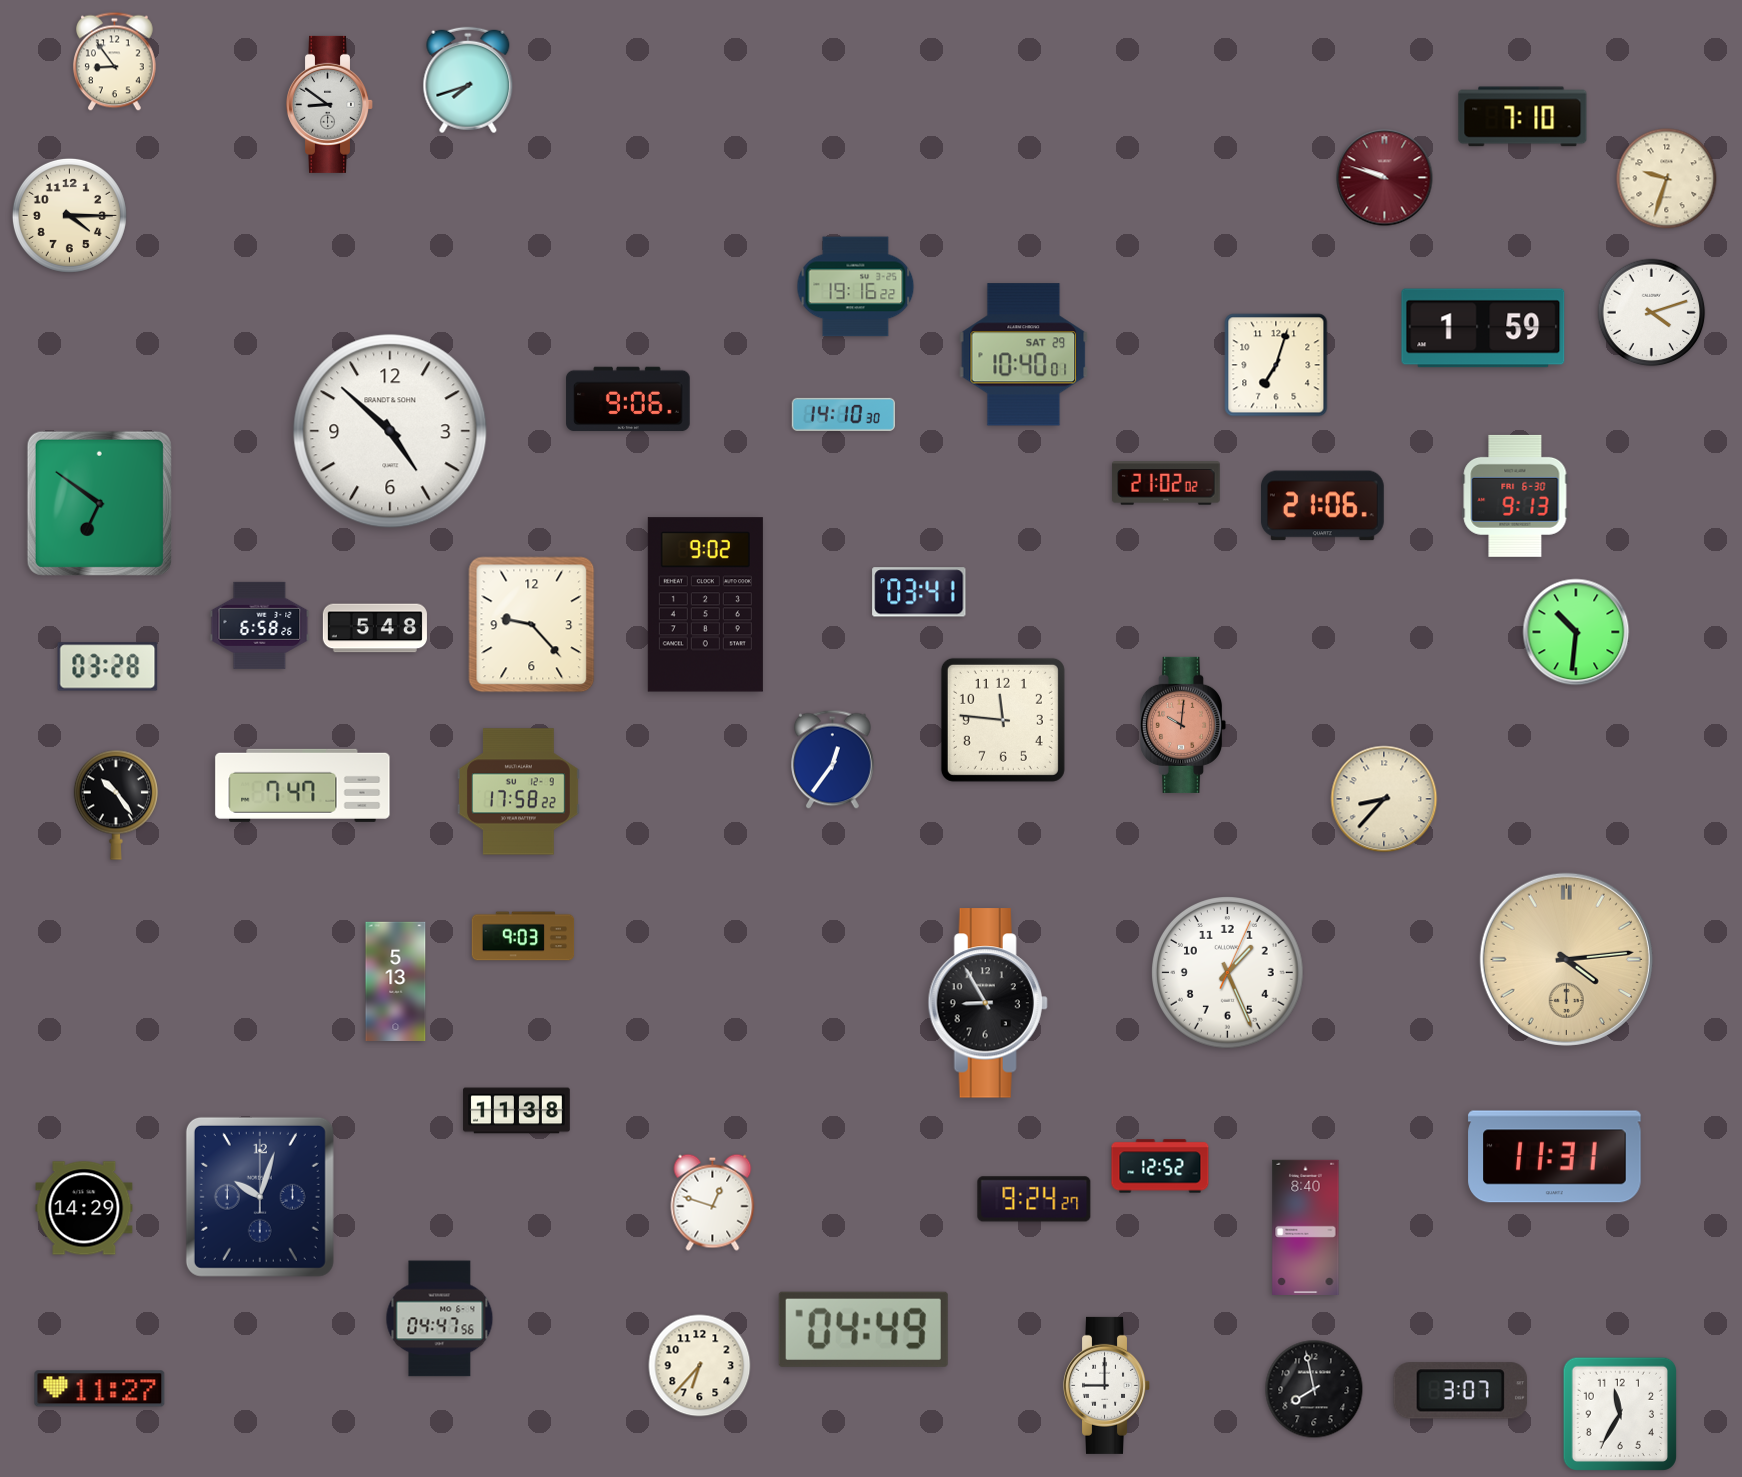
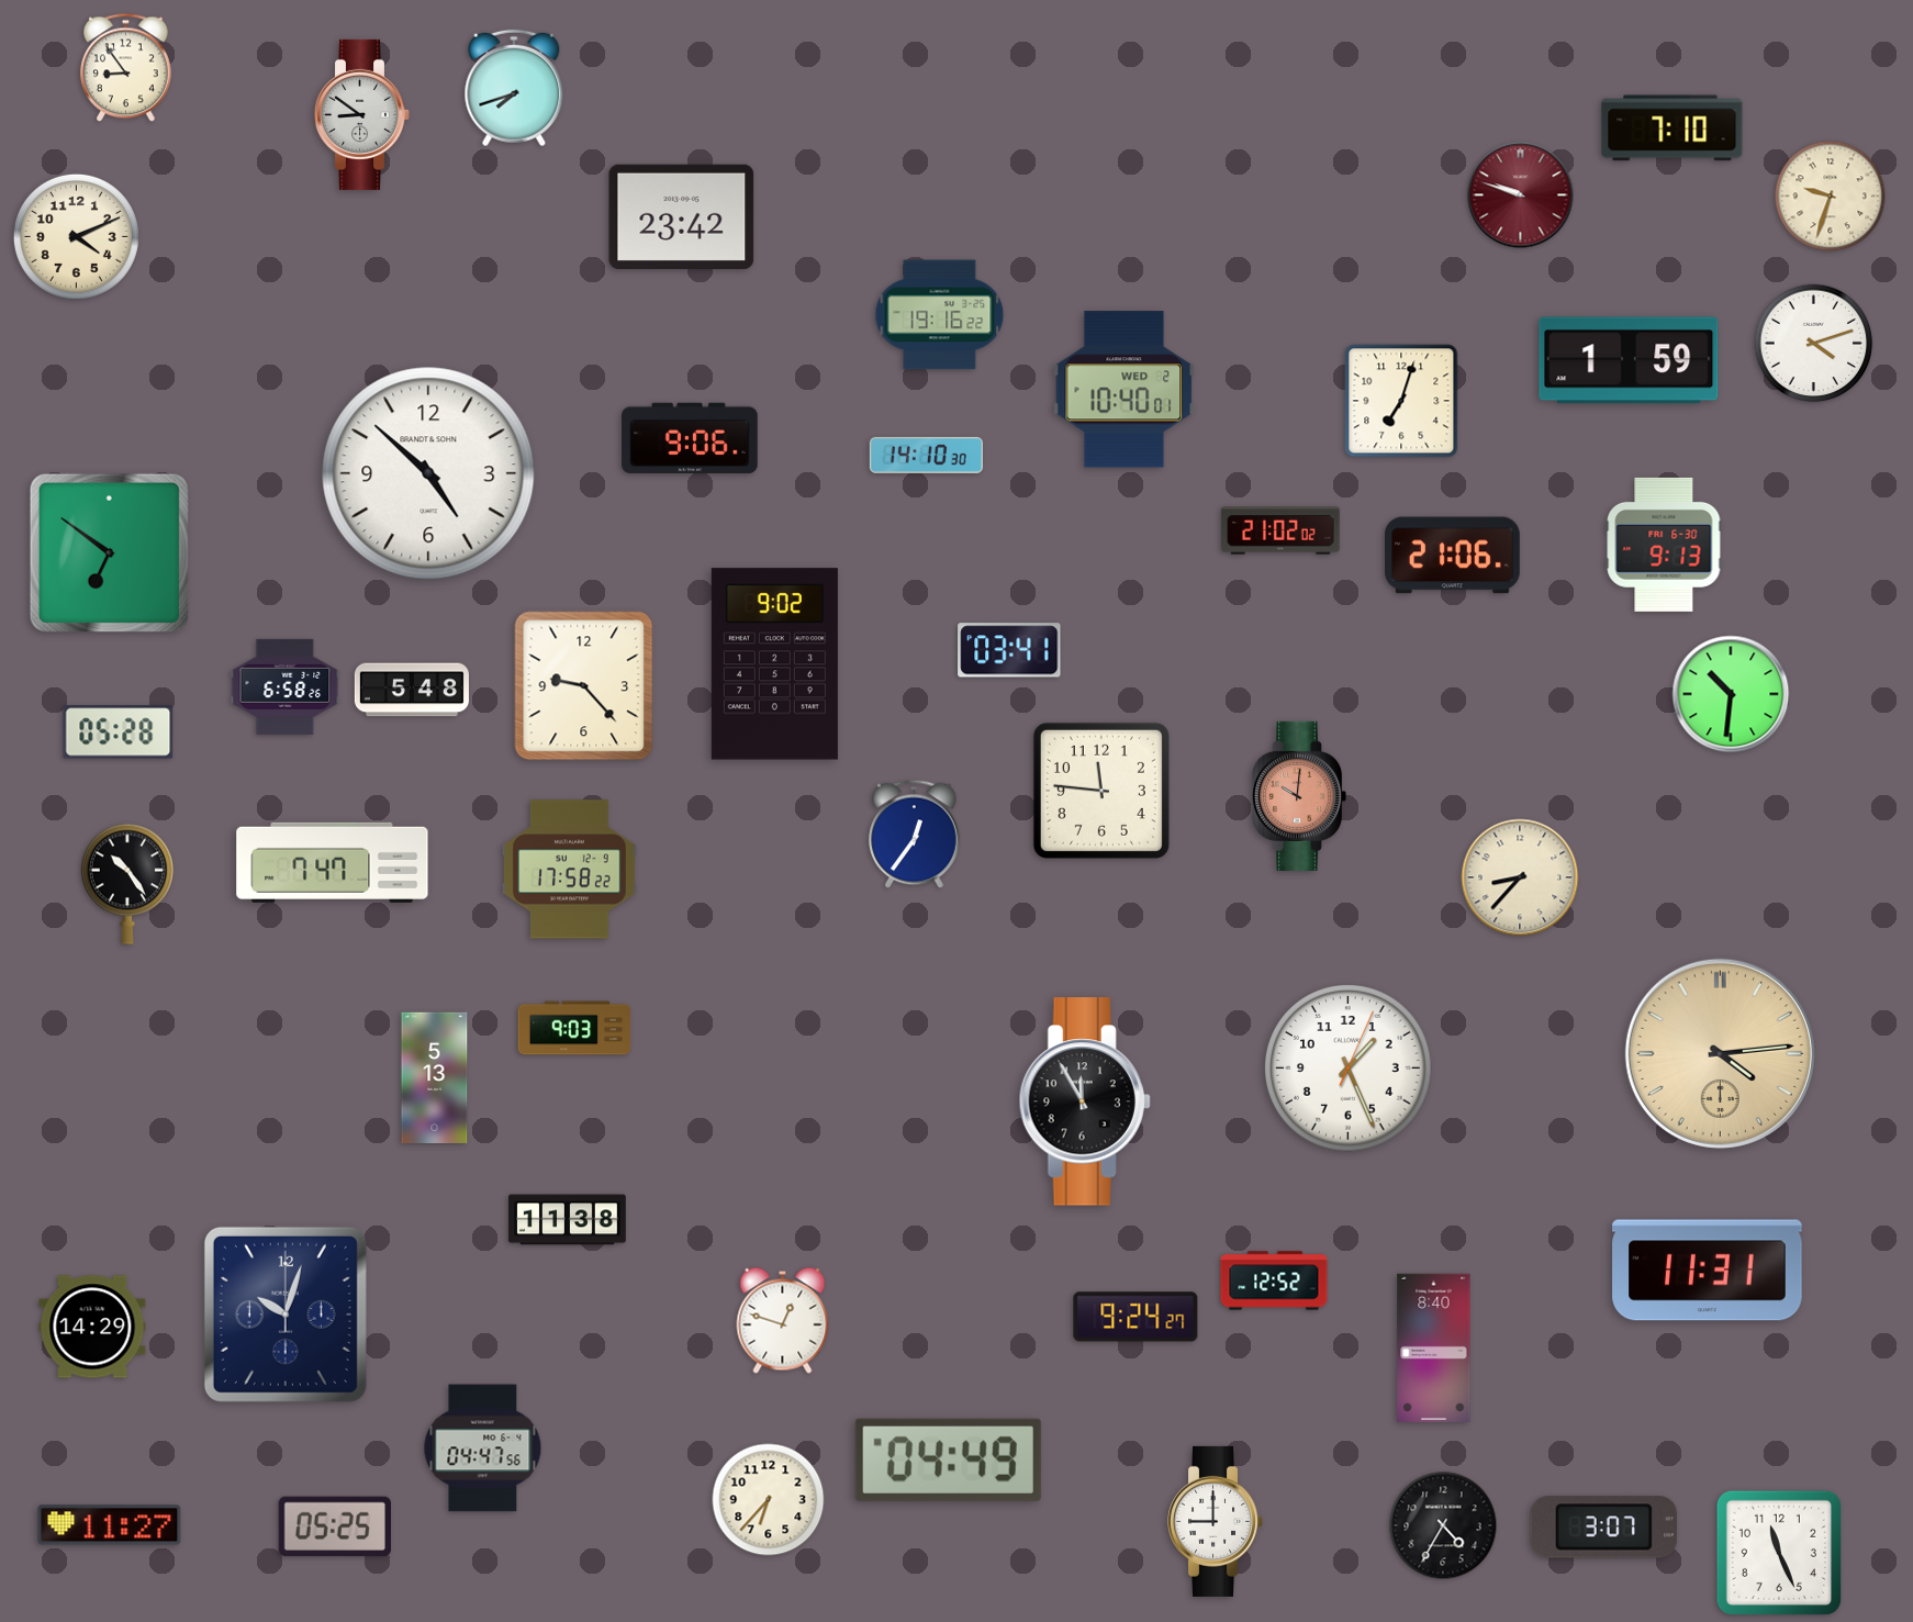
clock at (682, 216): none -> 23:42
clock at (69, 215): 4:15 -> 4:11
clock at (1024, 355) date: SAT 29 -> WED 2
clock at (108, 667): 03:28 -> 05:28
clock at (988, 1003): 8:55 -> 11:55
clock at (1314, 1389): 7:58 -> 4:35
clock at (334, 1526): none -> 05:25
clock at (1620, 1414): 11:35 -> 11:26
